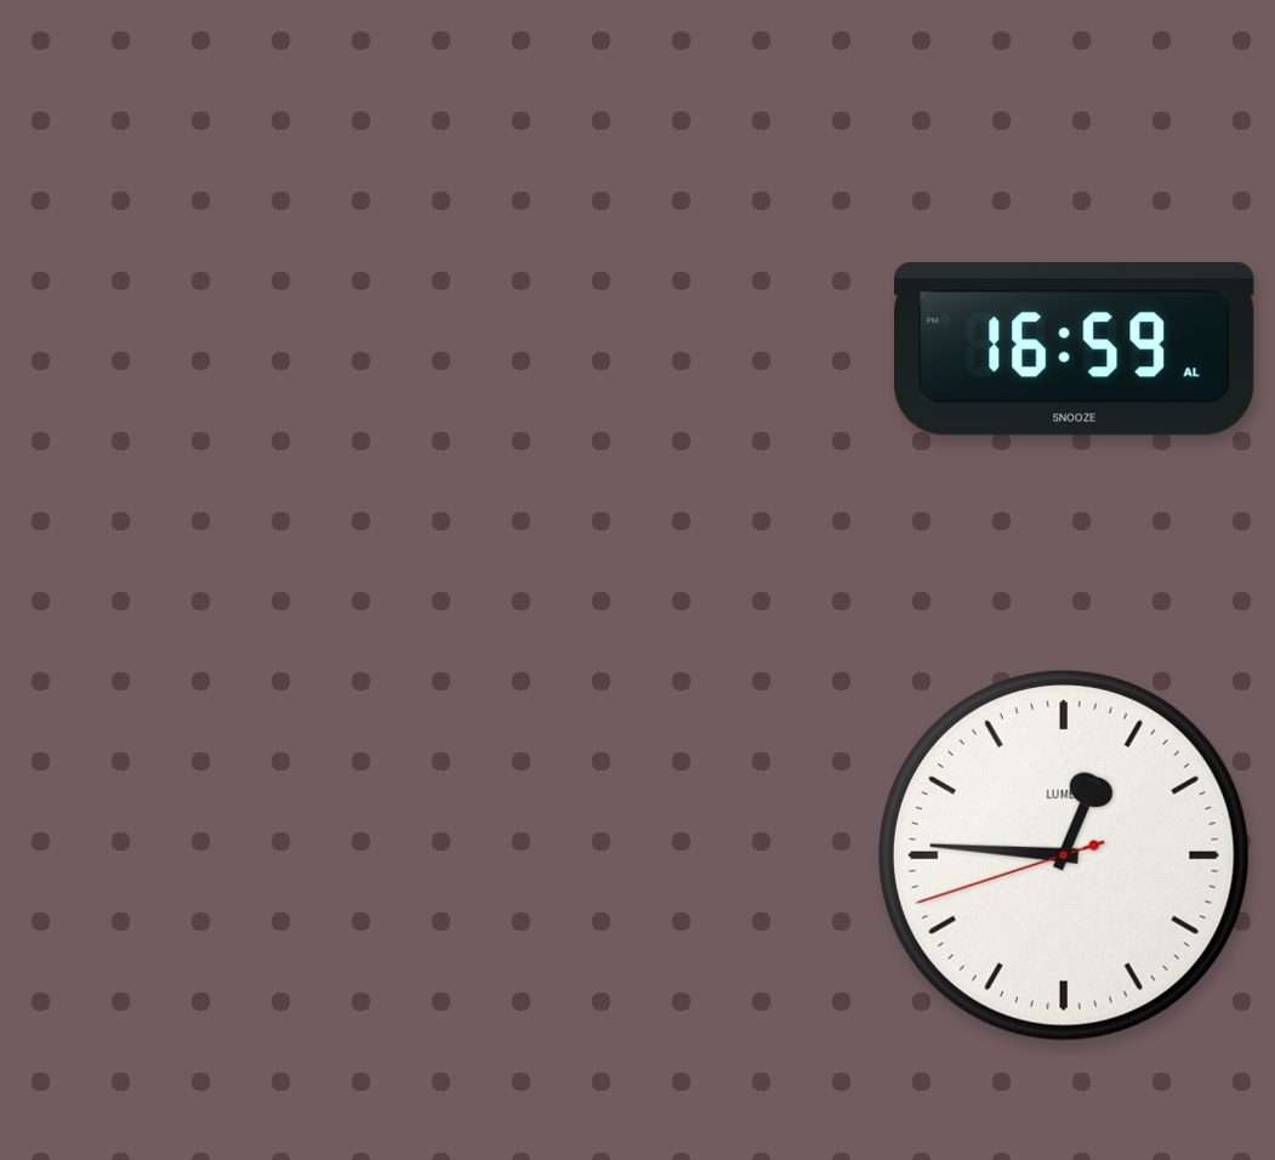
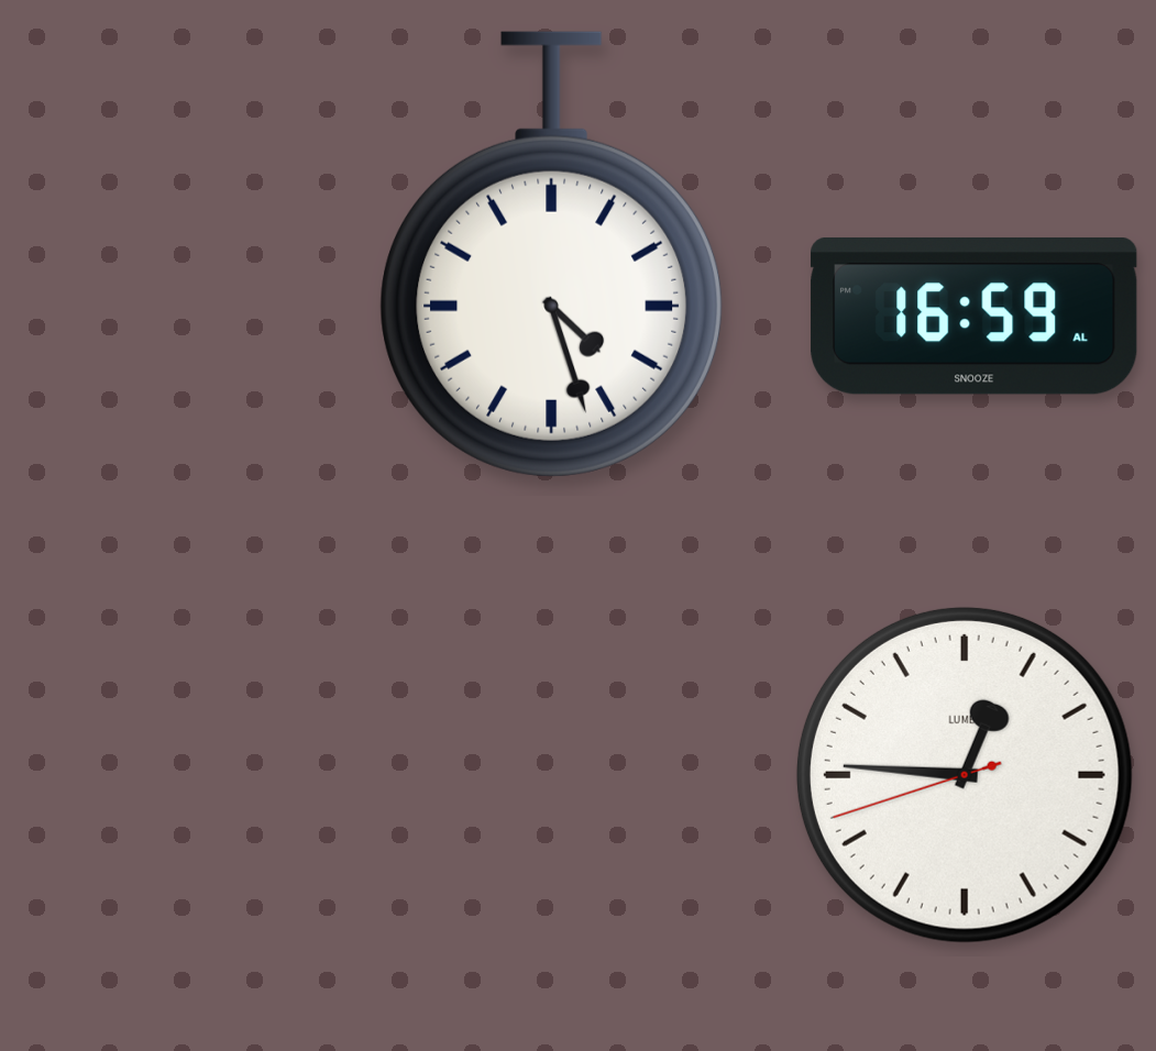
clock at (552, 254): none -> 4:27
